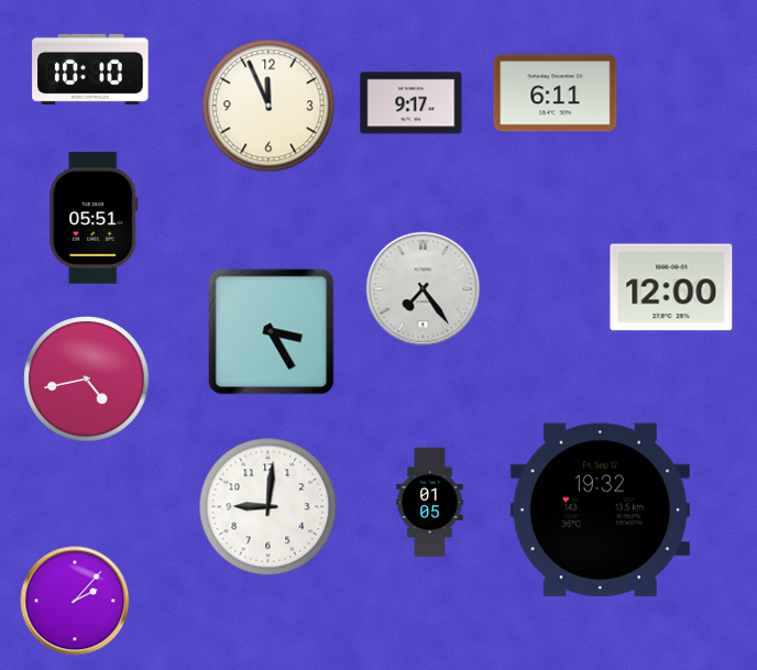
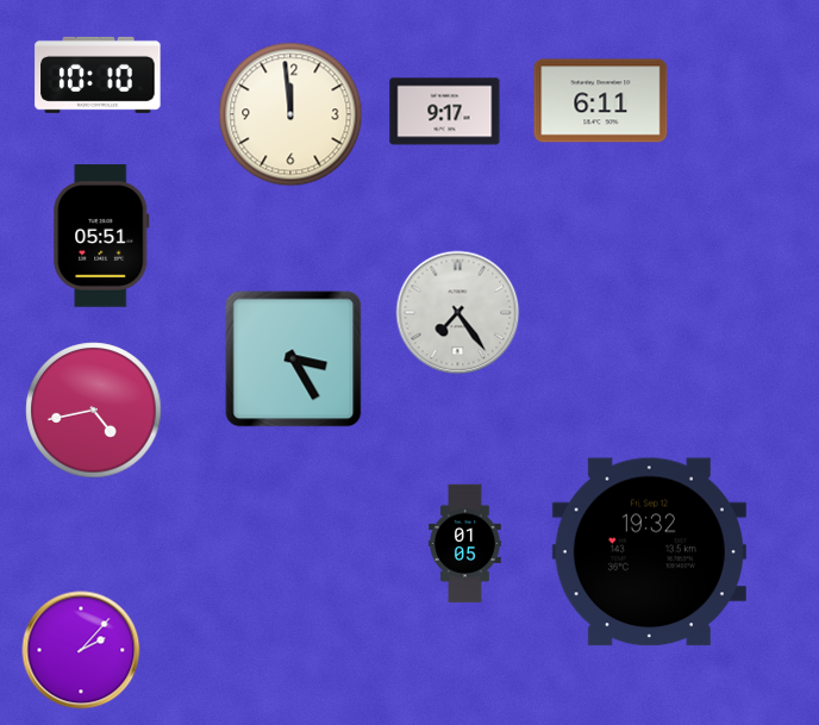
clock at (268, 106): 11:56 -> 11:59
clock at (671, 287): 12:00 -> none
clock at (268, 507): 9:01 -> none
